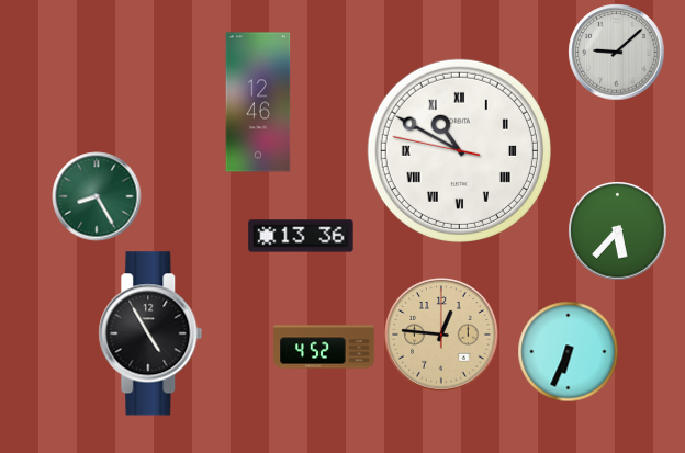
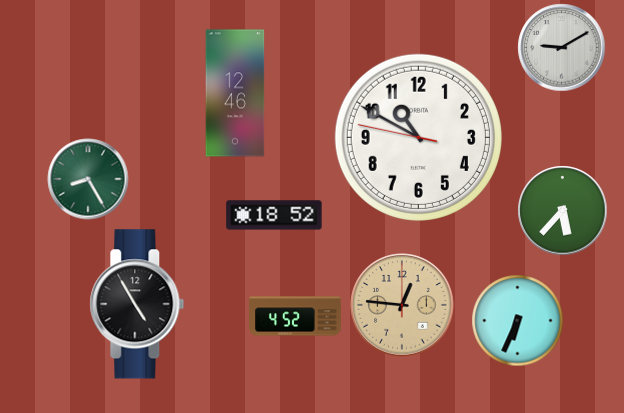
clock at (617, 53): 9:08 -> 9:10
clock at (459, 150) numerals: Roman -> Arabic
clock at (301, 236): 13:36 -> 18:52
